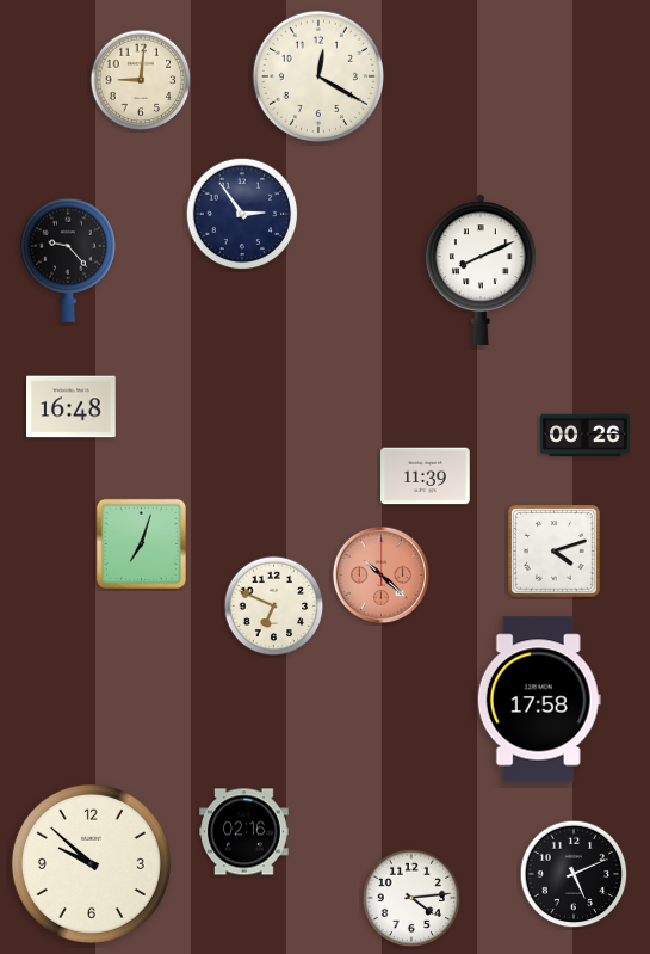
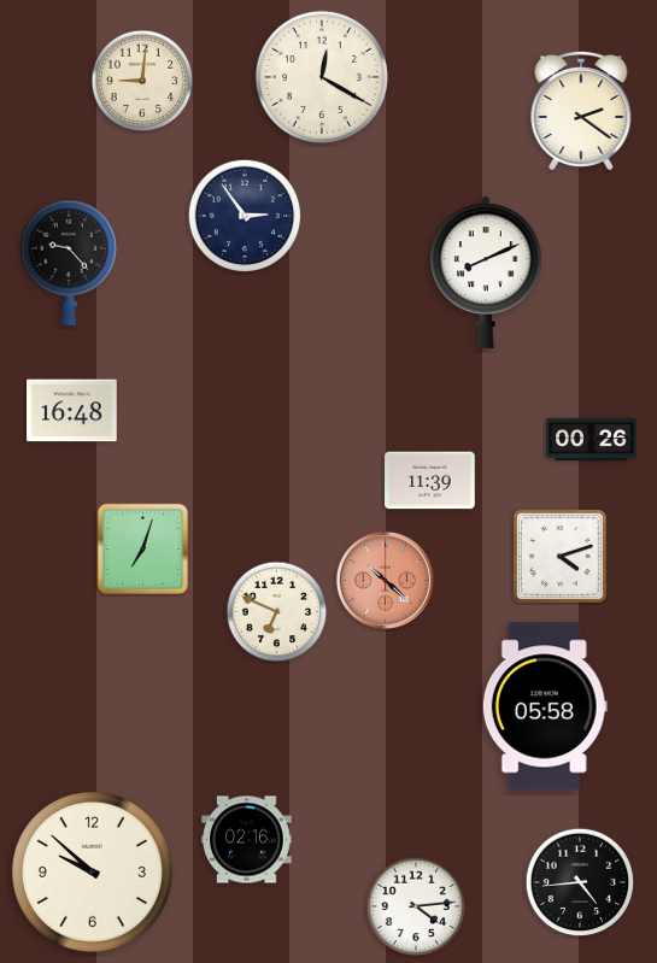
clock at (581, 111): none -> 2:21
clock at (539, 700): 17:58 -> 05:58
clock at (574, 874): 5:11 -> 4:44
